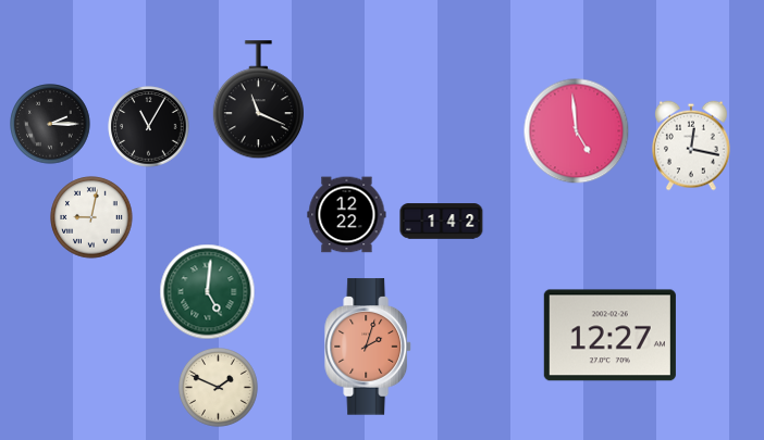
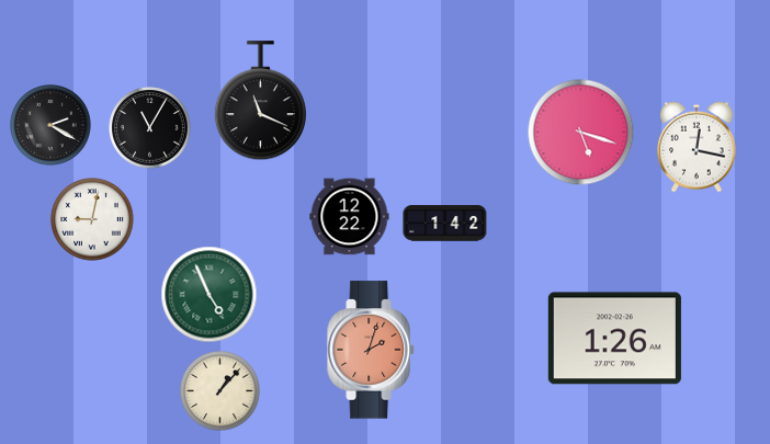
clock at (50, 124): 2:15 -> 2:20
clock at (577, 131): 4:59 -> 5:18
clock at (208, 292): 5:01 -> 4:56
clock at (609, 336): 12:27 -> 1:26
clock at (219, 388): 1:49 -> 1:07
